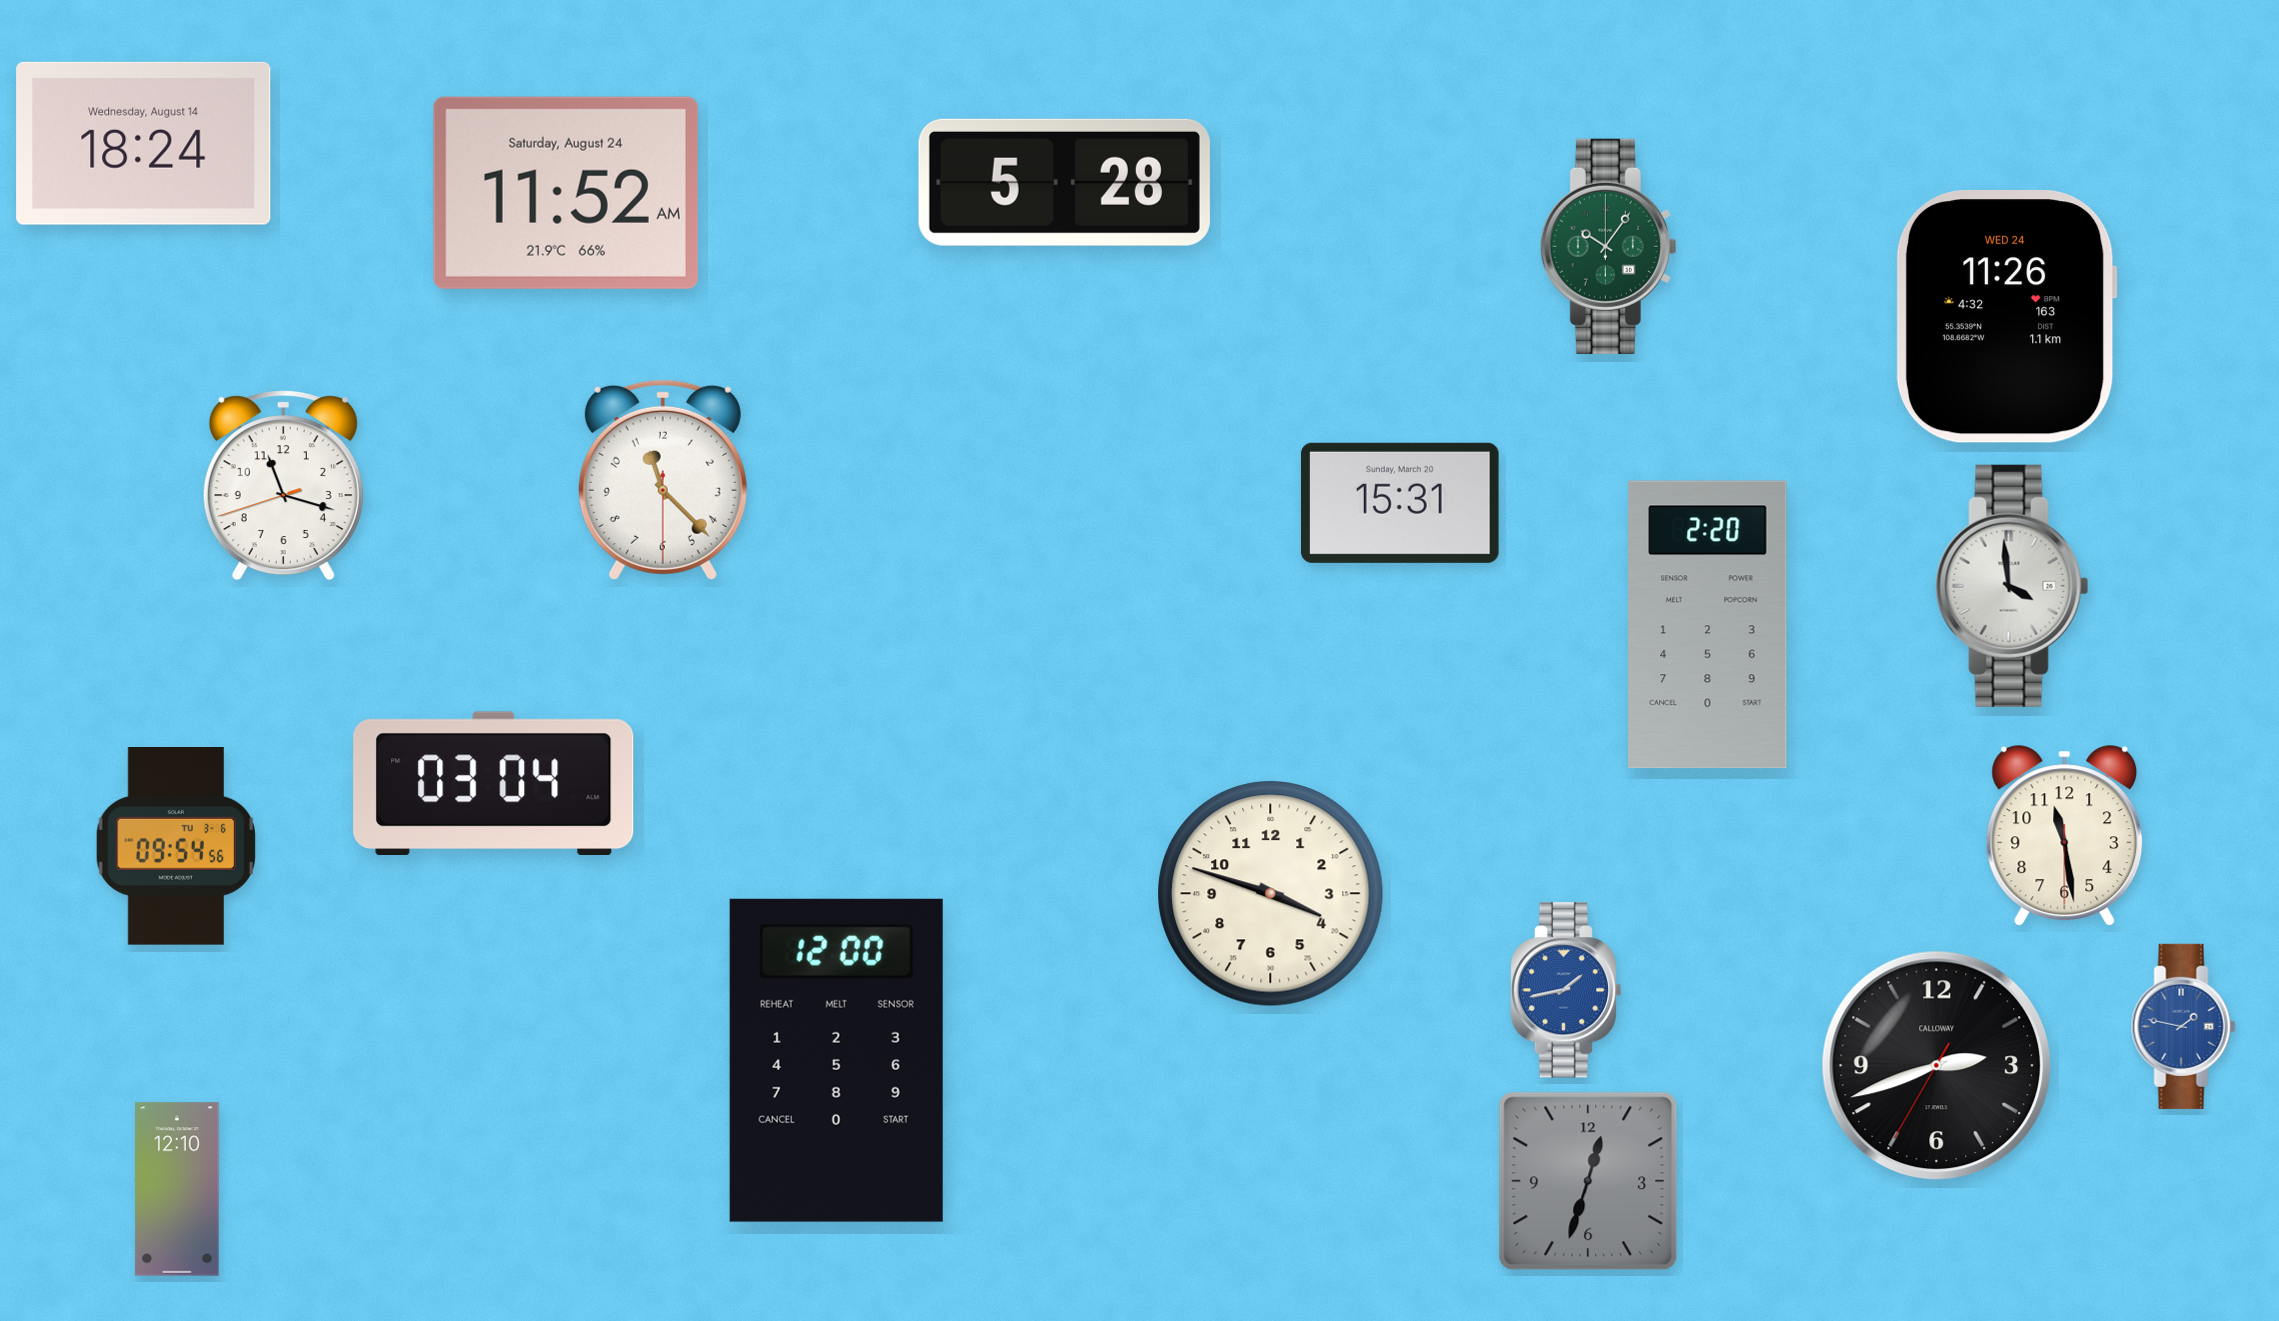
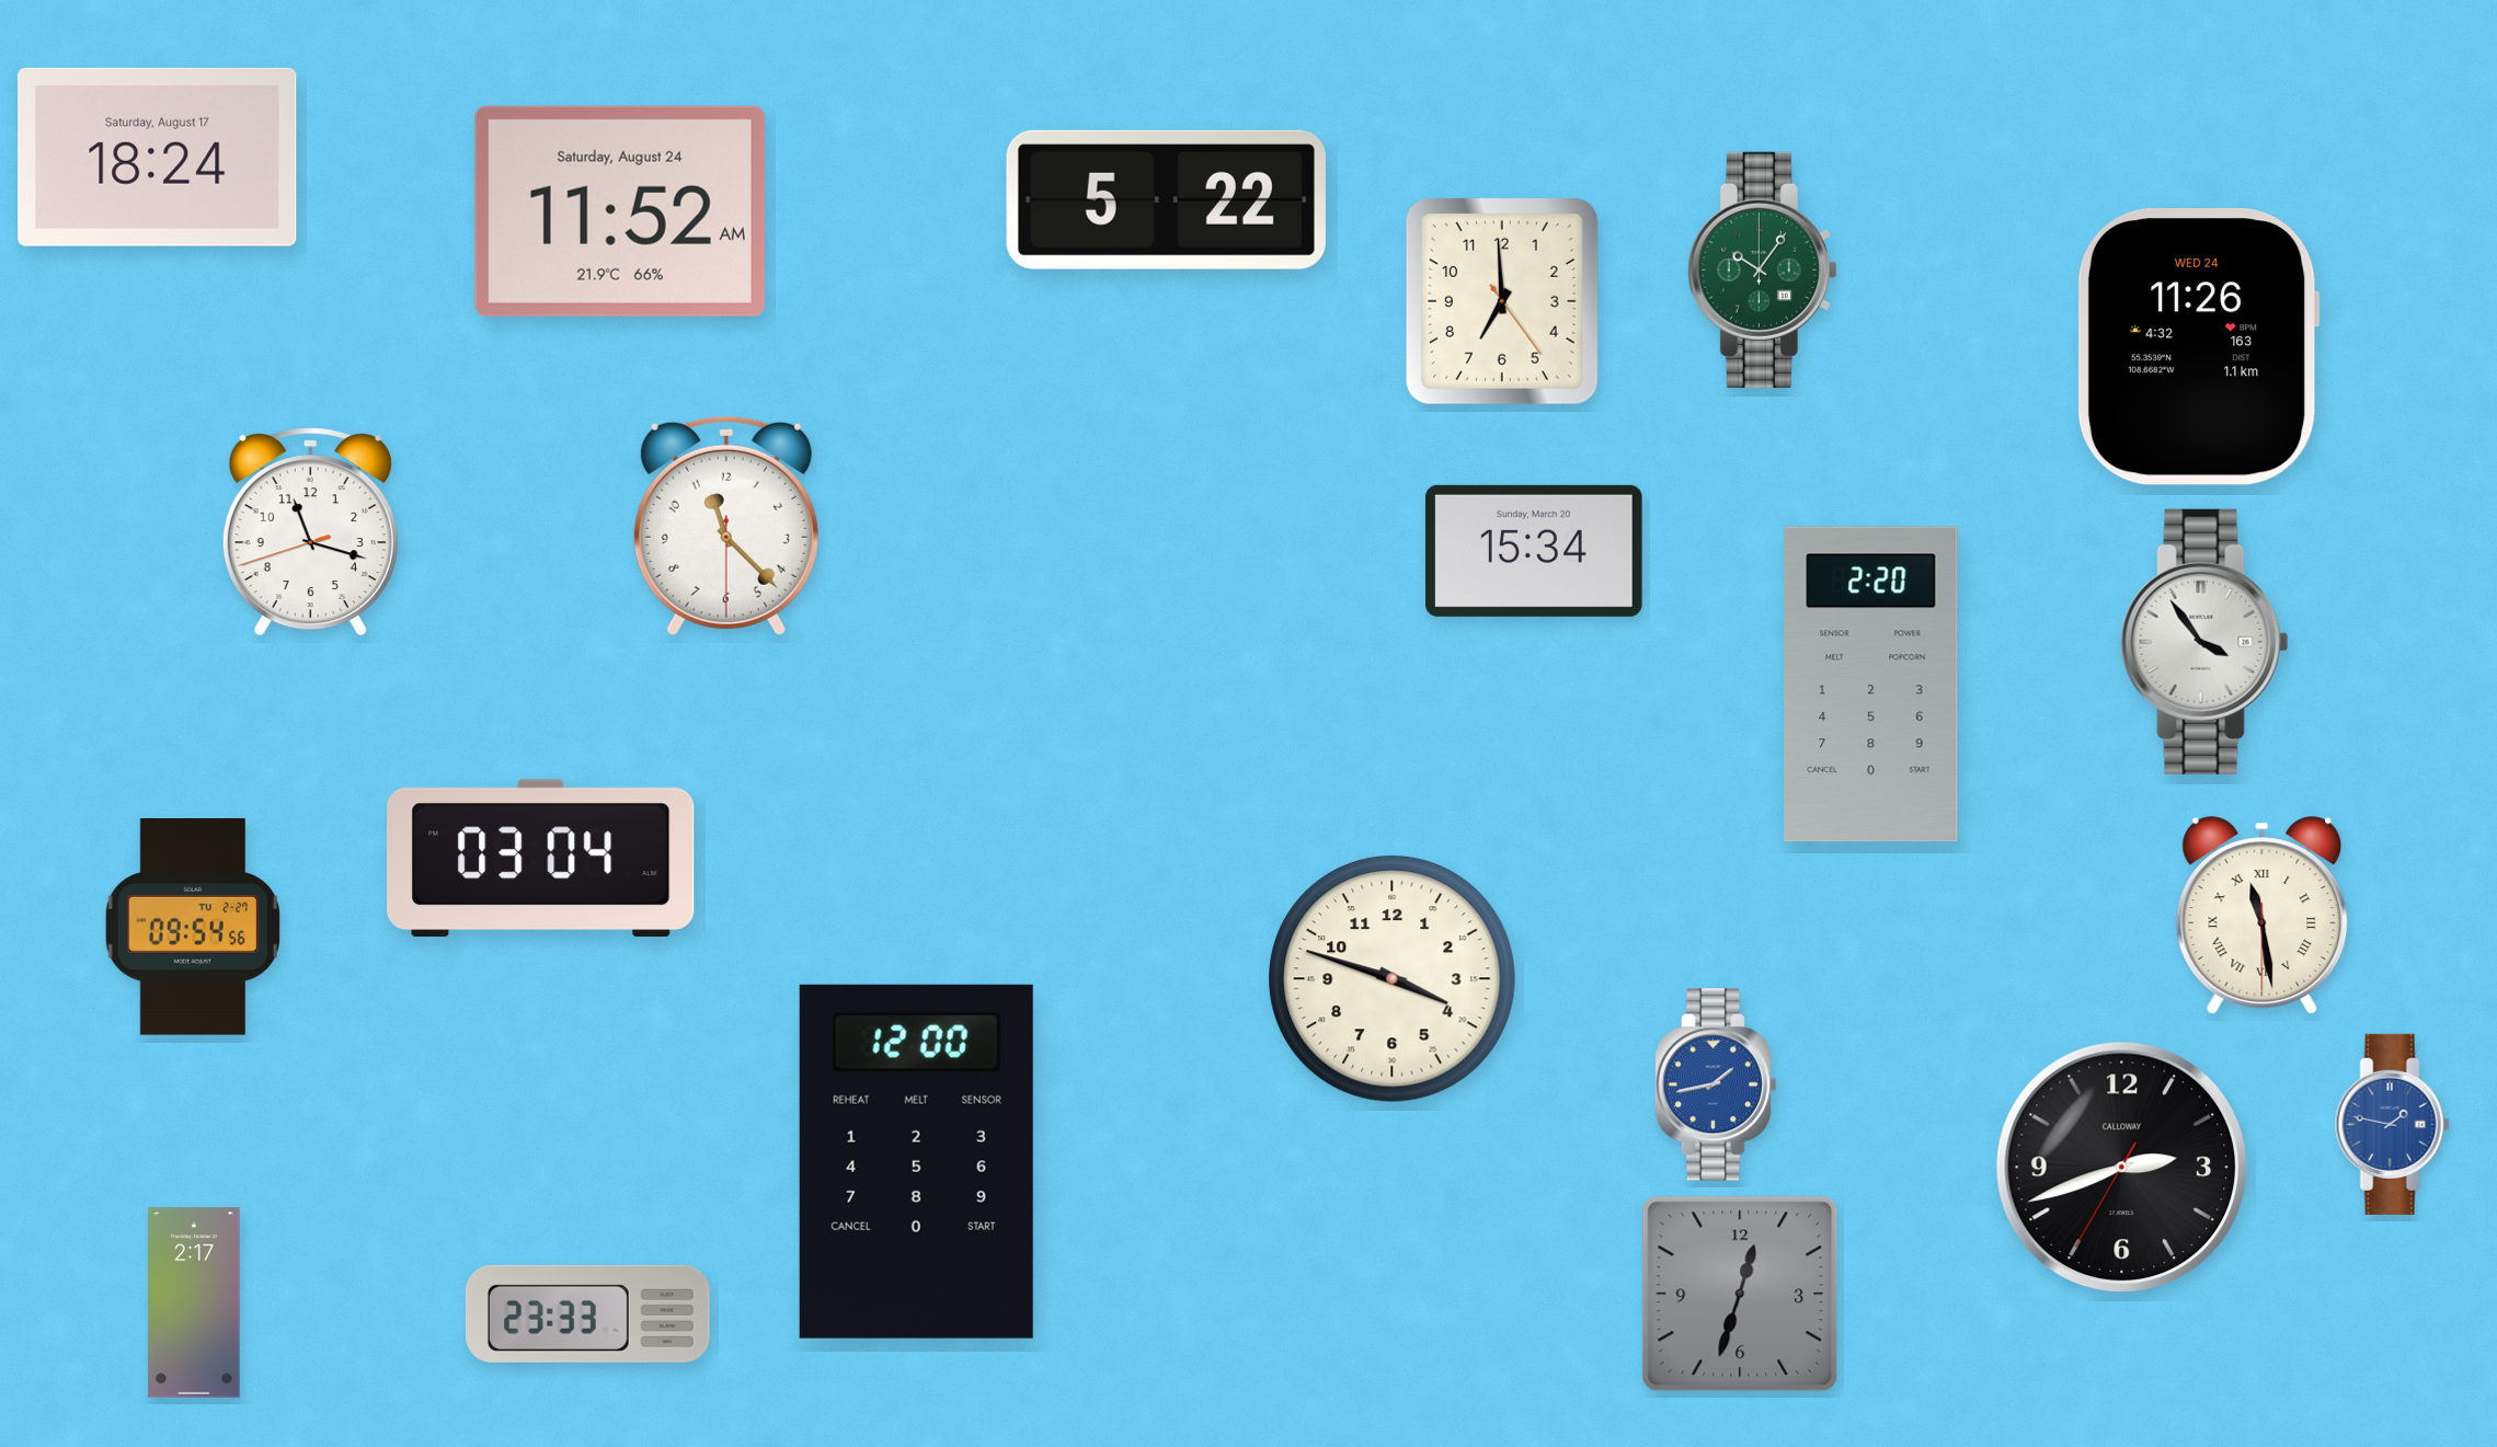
clock at (144, 143) date: Wednesday, August 14 -> Saturday, August 17
clock at (1064, 182): 5:28 -> 5:22
clock at (1502, 301): none -> 6:59
clock at (1400, 503): 15:31 -> 15:34
clock at (2012, 586): 3:59 -> 3:54
clock at (2065, 835) numerals: Arabic -> Roman
clock at (176, 847) date: TU 3-6 -> TU 2-27
clock at (177, 1189): 12:10 -> 2:17
clock at (587, 1313): none -> 23:33
